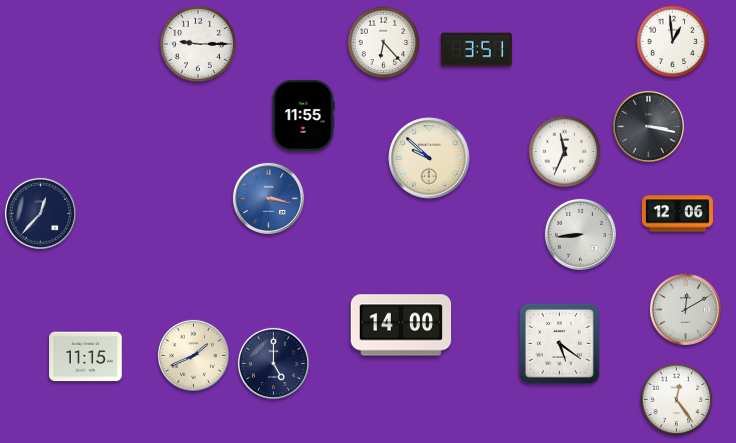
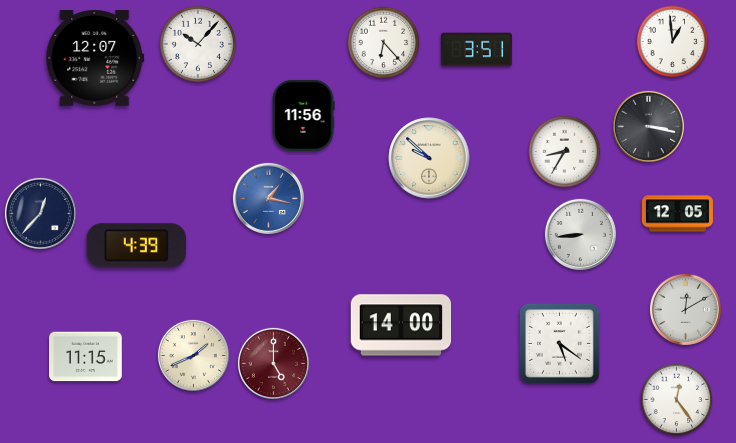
clock at (197, 43): 9:15 -> 10:07
clock at (95, 59): none -> 12:07
clock at (303, 115): 11:55 -> 11:56
clock at (565, 152): 11:34 -> 8:35
clock at (268, 198): 3:17 -> 1:17
clock at (677, 214): 12:06 -> 12:05
clock at (137, 246): none -> 4:39
clock at (273, 363) dial: navy -> burgundy
